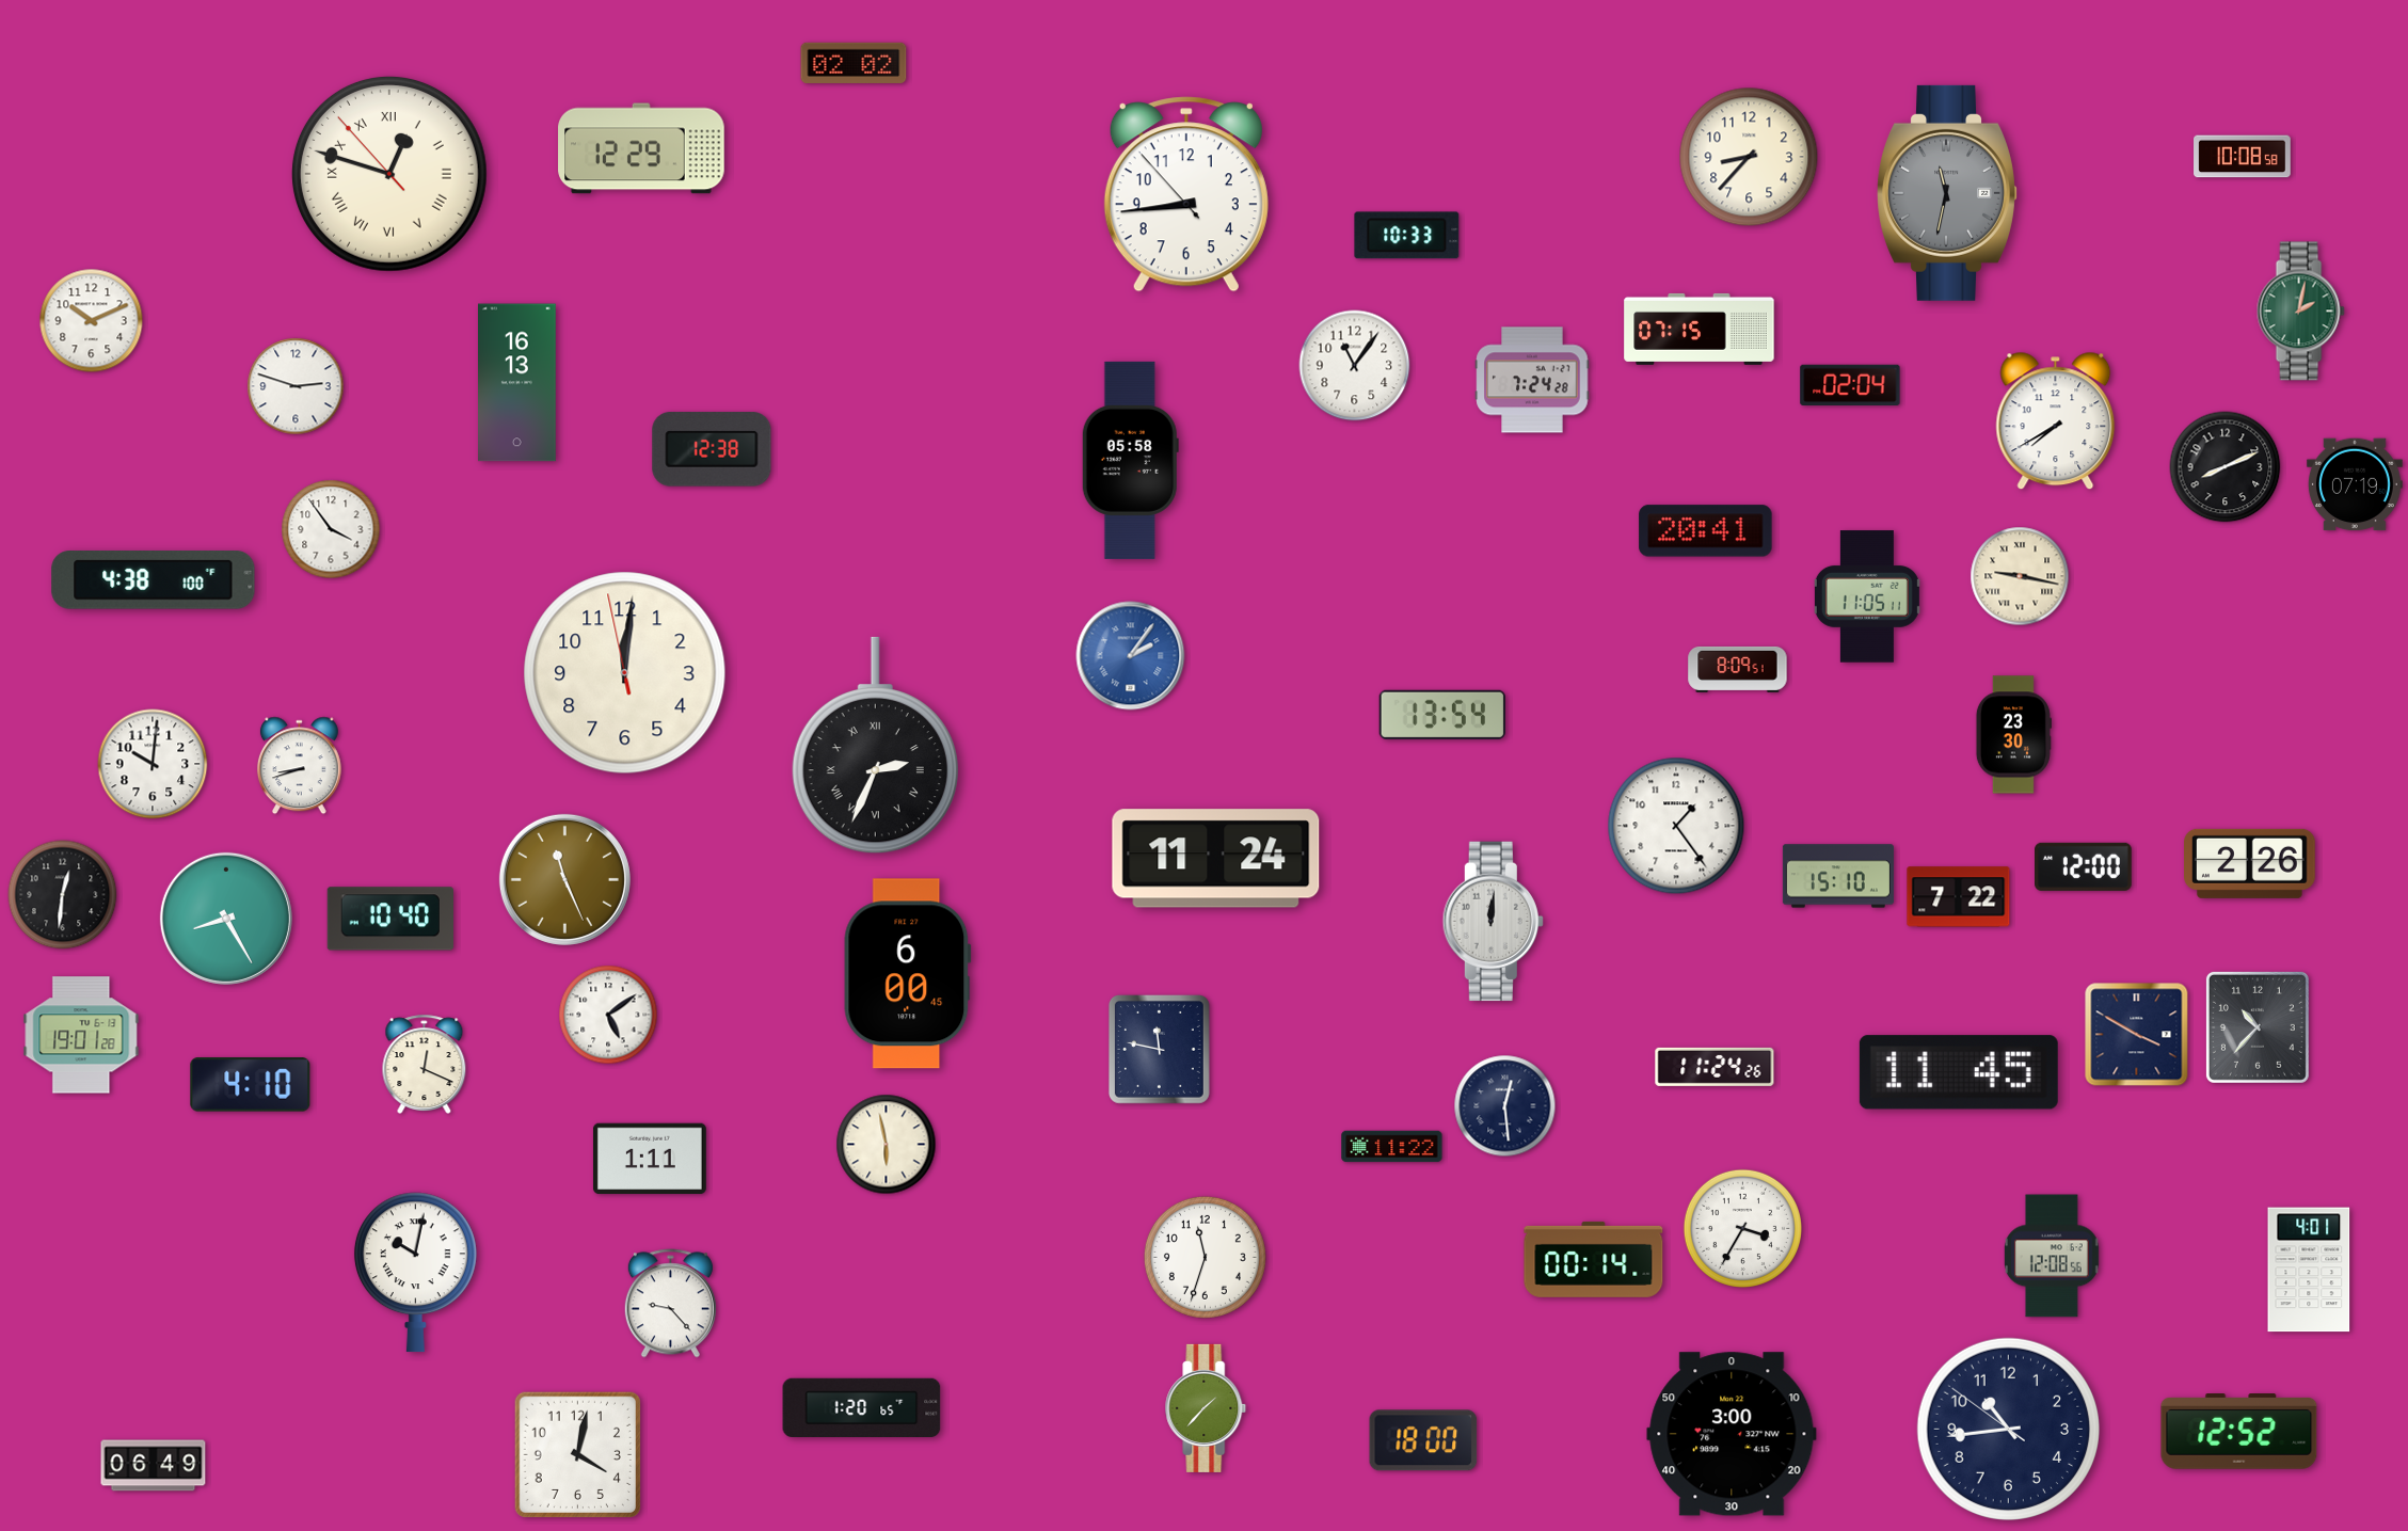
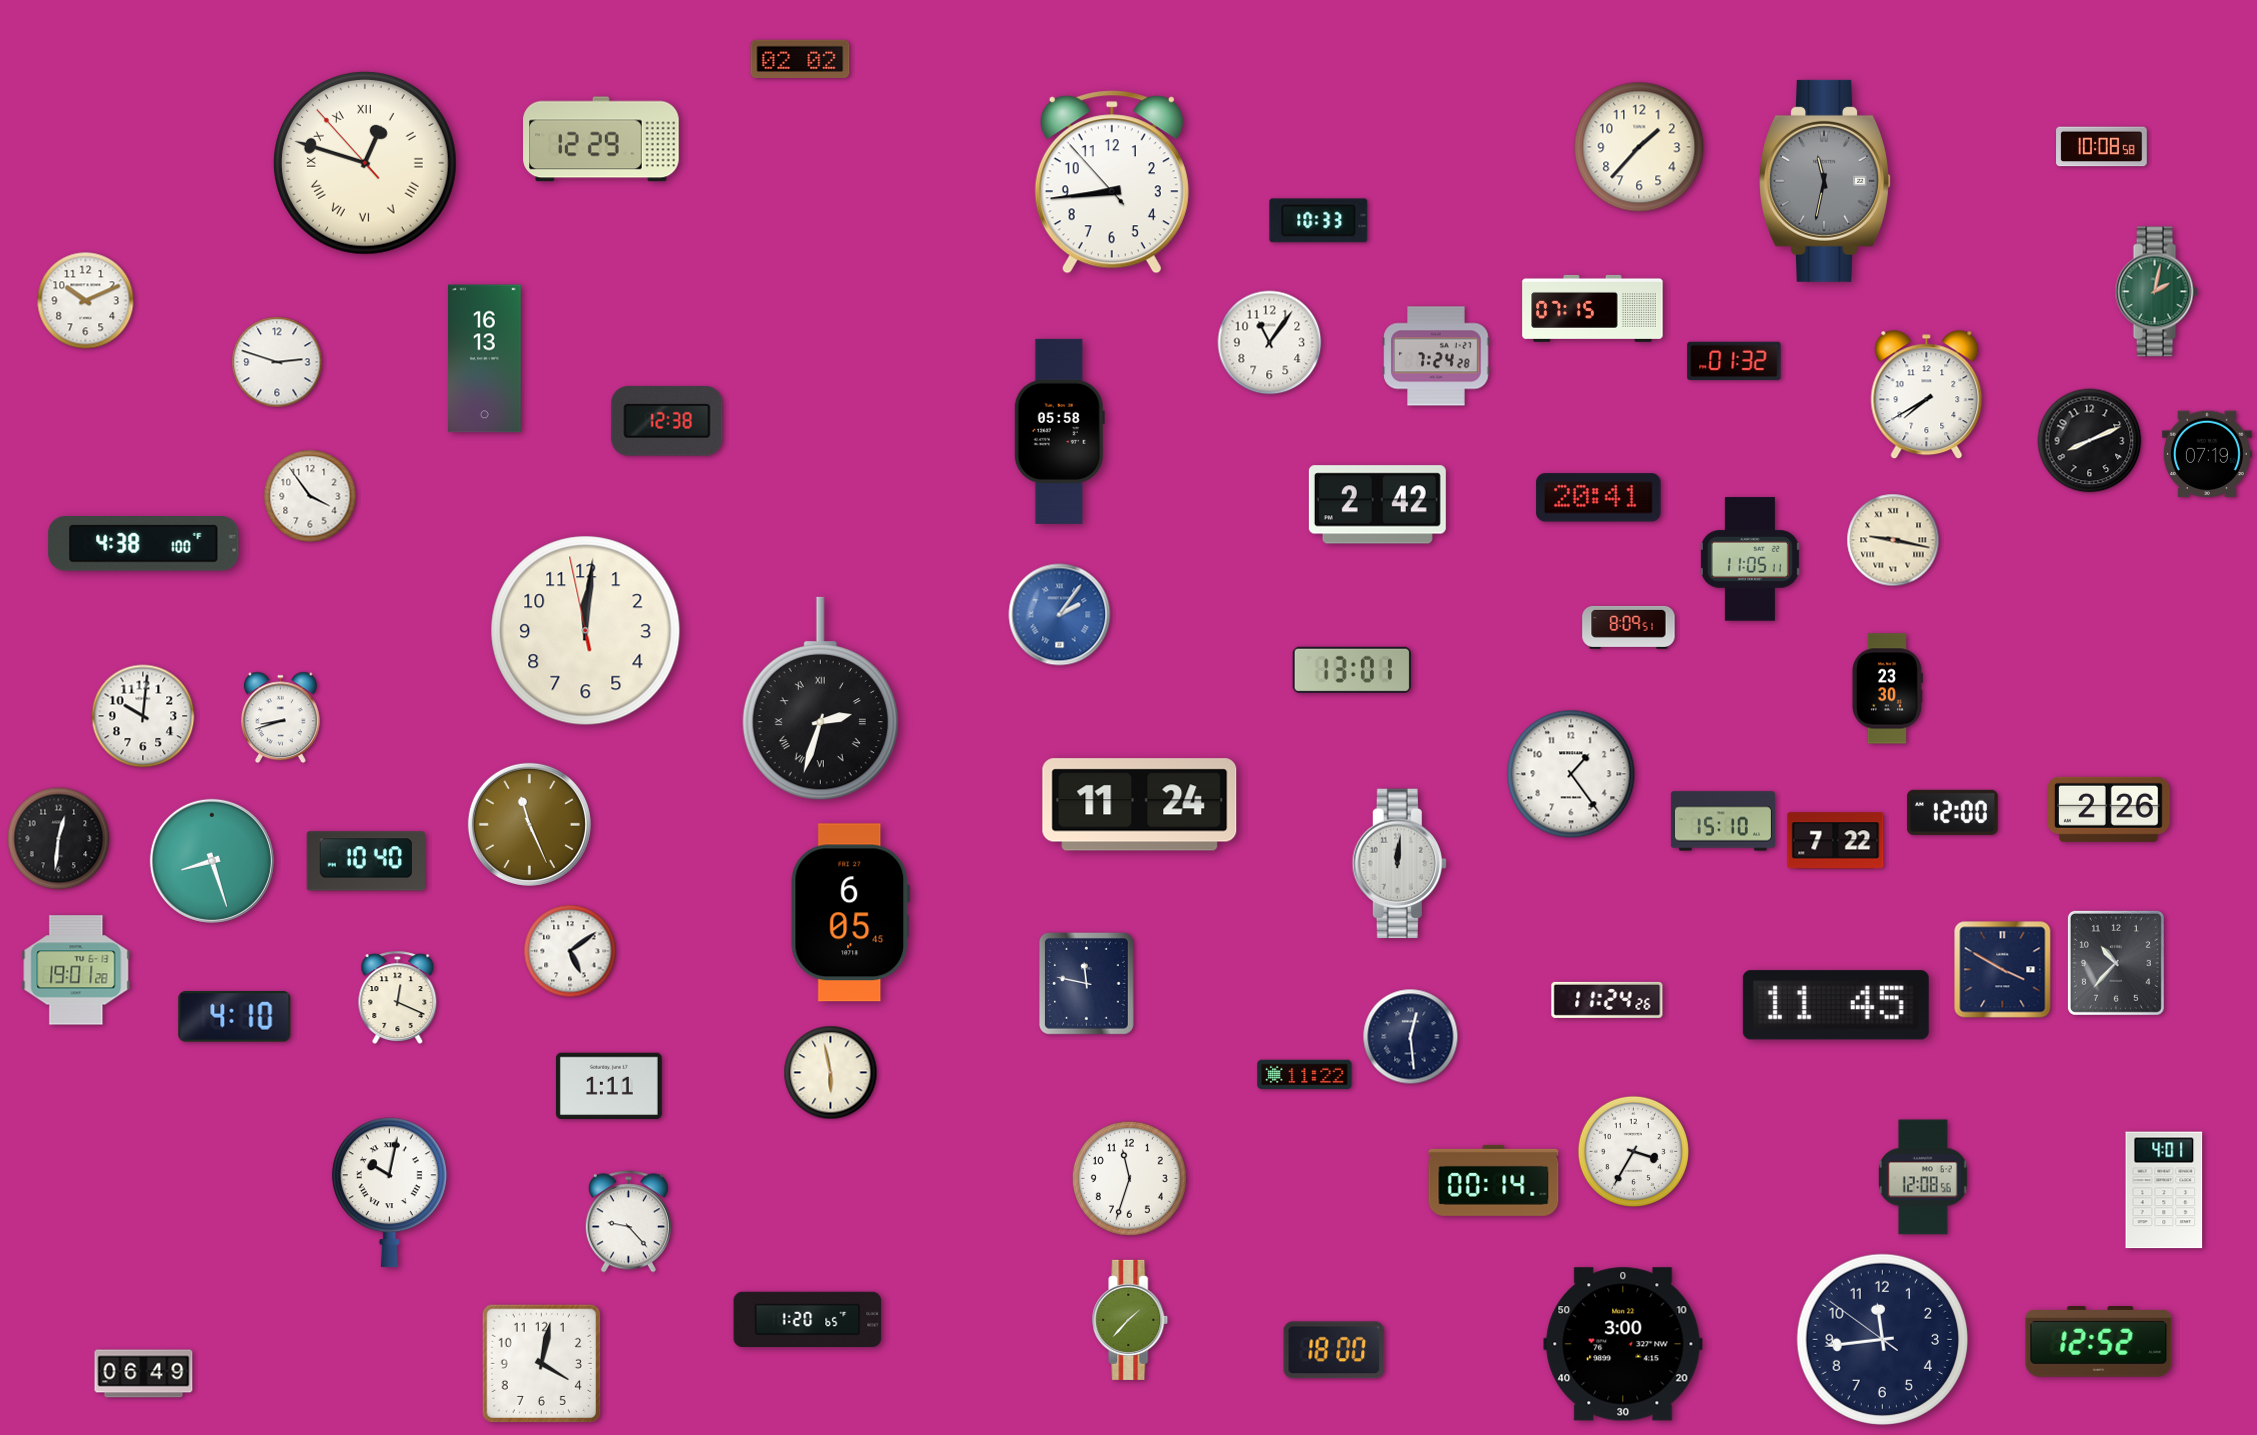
clock at (1749, 157): 8:37 -> 1:37
clock at (1850, 385): 02:04 -> 01:32
clock at (2226, 467) position: (2226, 467) -> (2090, 441)
clock at (1377, 505): none -> 2:42
clock at (1442, 715): 13:54 -> 13:01
clock at (875, 746): 2:34 -> 2:33
clock at (226, 919): 8:25 -> 8:27
clock at (908, 974): 6:00 -> 6:05
clock at (2008, 1429): 10:43 -> 11:43
